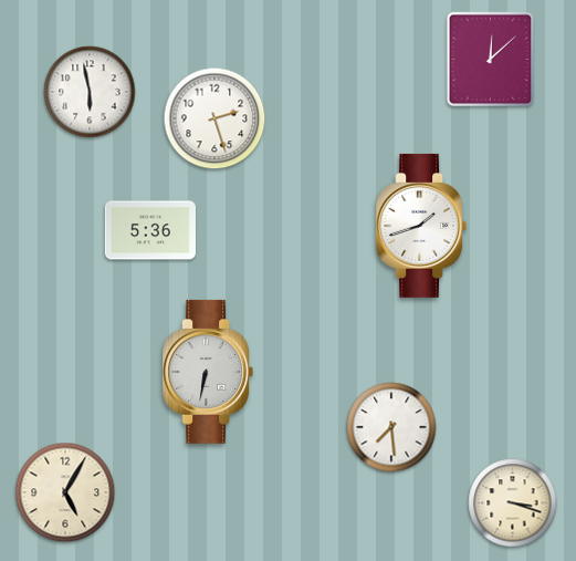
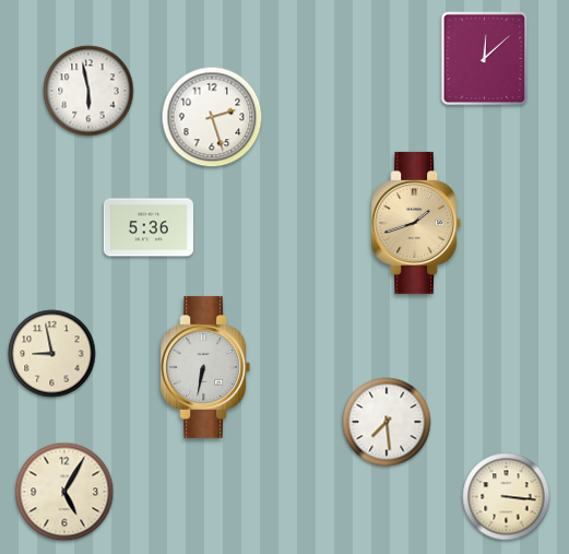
clock at (421, 226) dial: white -> champagne
clock at (52, 354): none -> 8:58
clock at (65, 492) position: (65, 492) -> (64, 492)
clock at (513, 503): 3:18 -> 3:16
